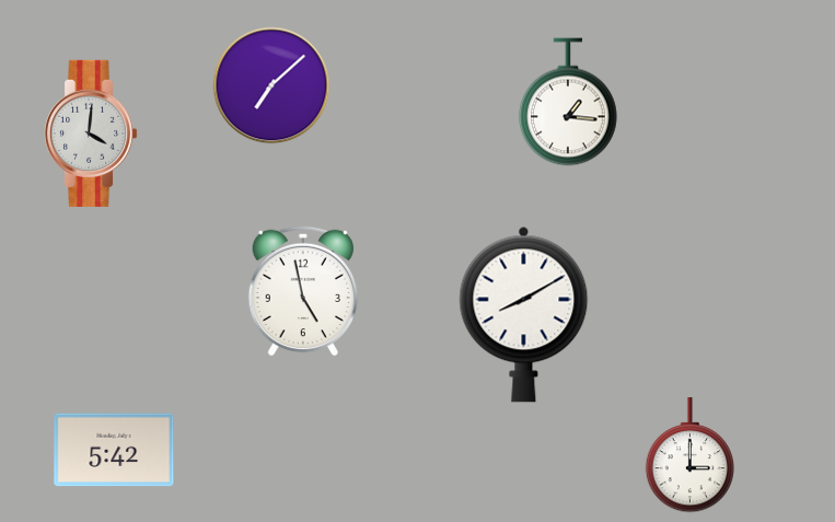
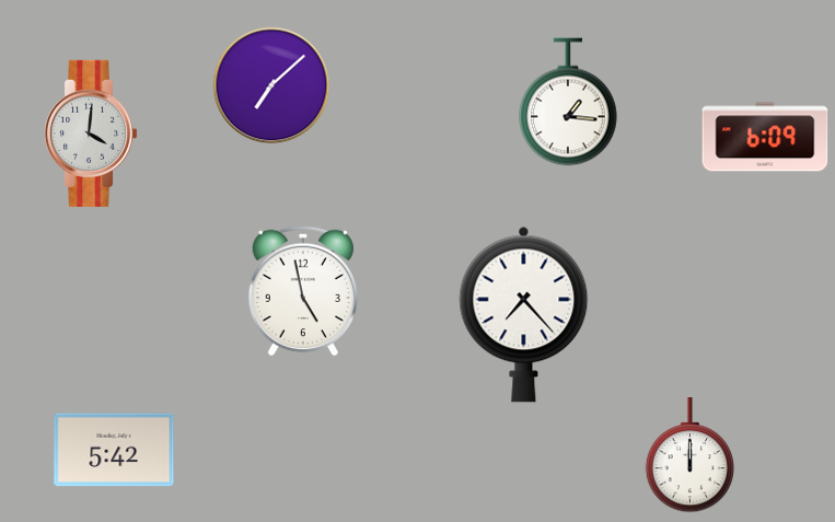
clock at (765, 137): none -> 6:09
clock at (524, 314): 8:10 -> 7:23
clock at (691, 455): 3:00 -> 12:00
